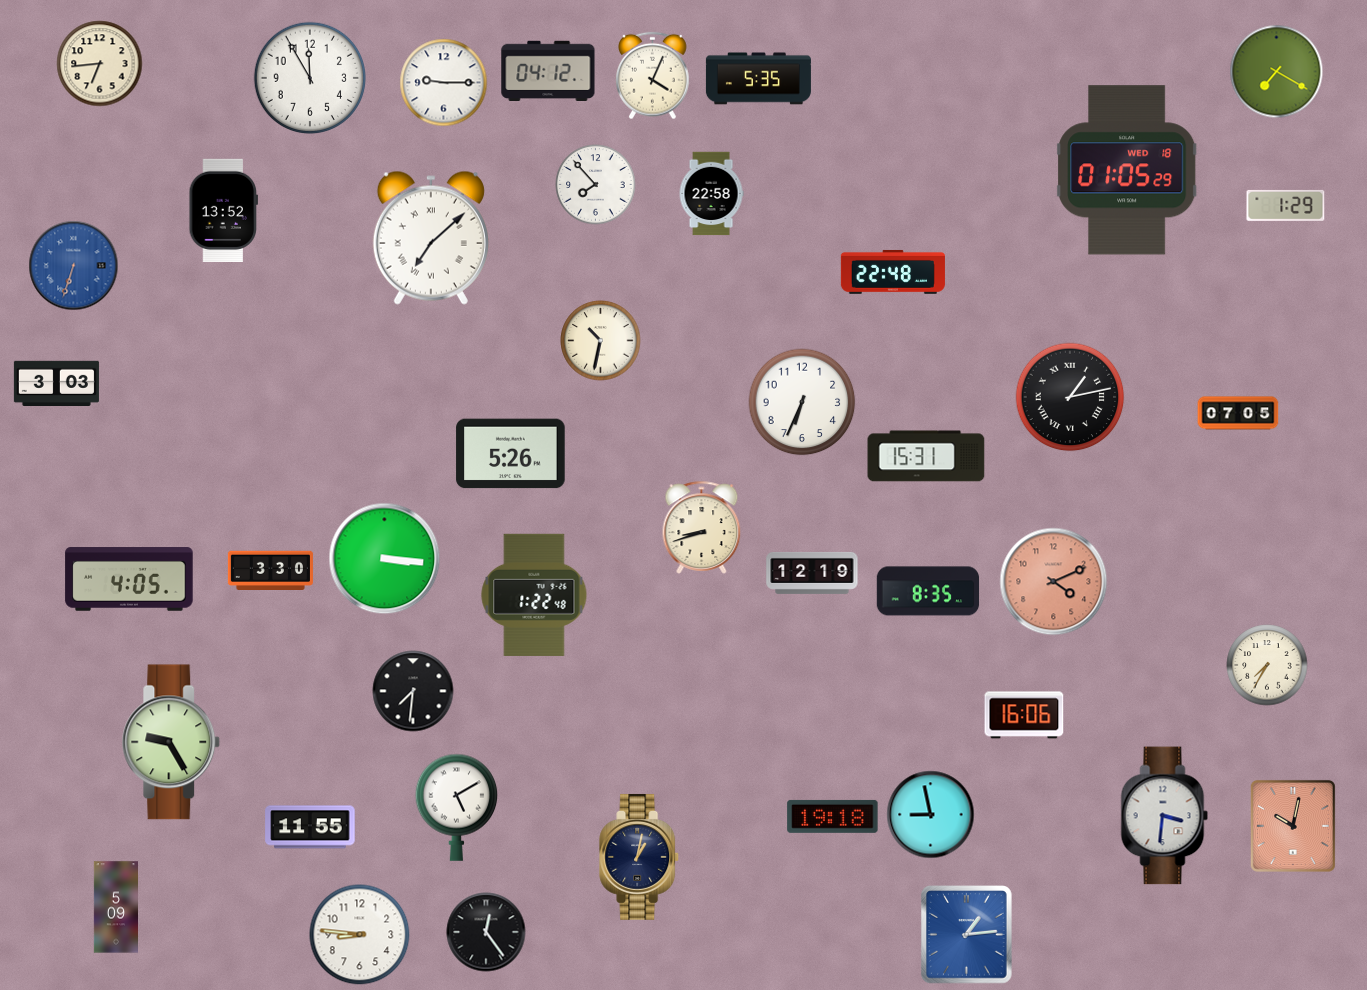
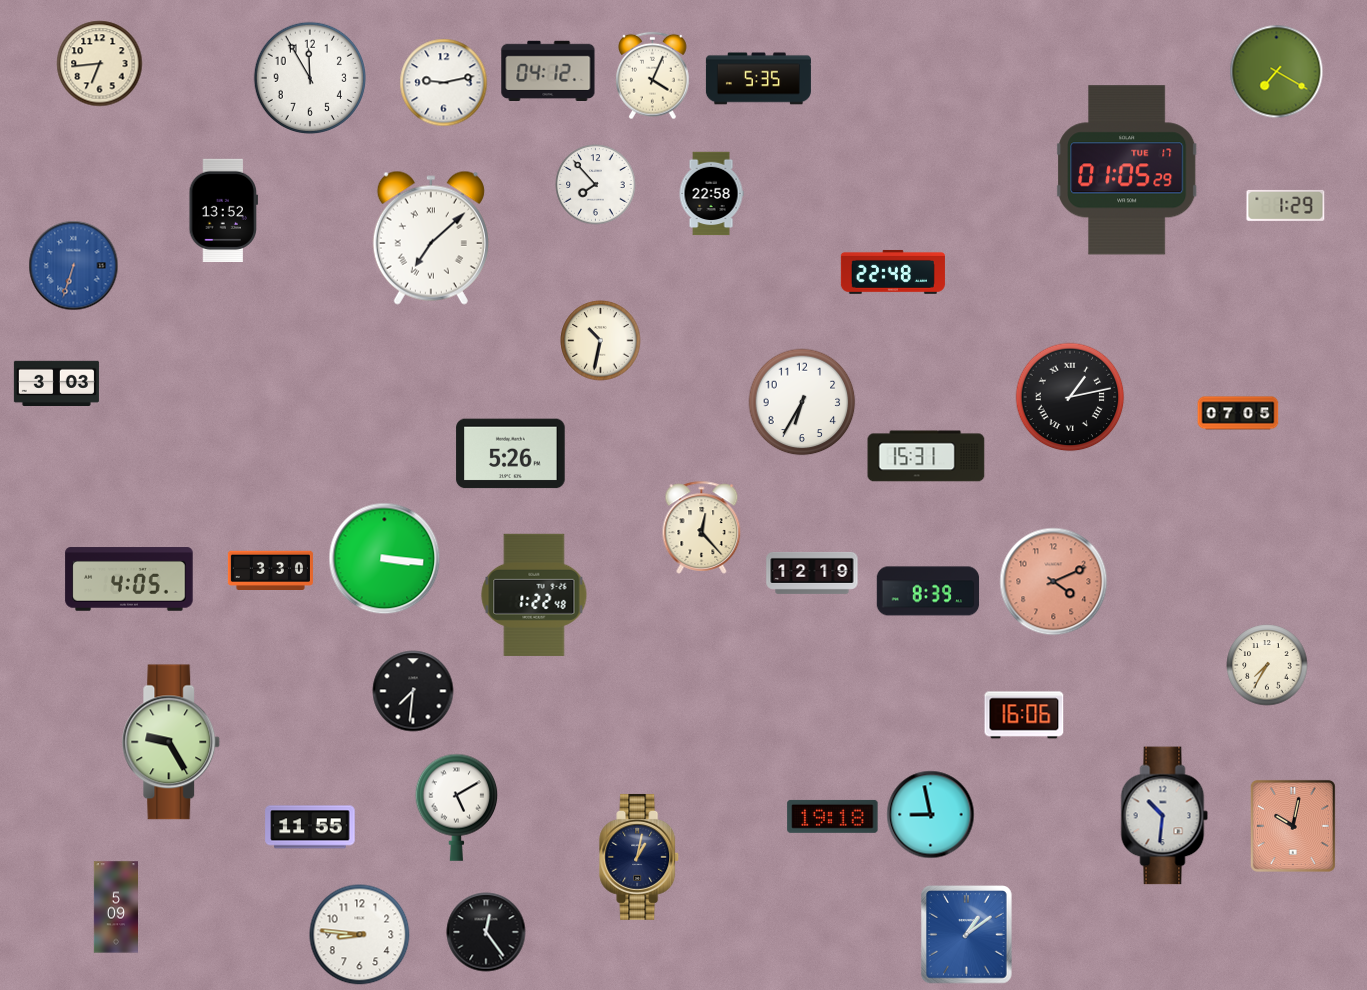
clock at (444, 83): 9:15 -> 9:13
clock at (1128, 170) date: WED 18 -> TUE 17
clock at (802, 402): 6:34 -> 6:35
clock at (702, 527): 8:42 -> 12:23
clock at (928, 591): 8:35 -> 8:39
clock at (1165, 816): 3:31 -> 10:31
clock at (967, 935): 1:14 -> 1:09
